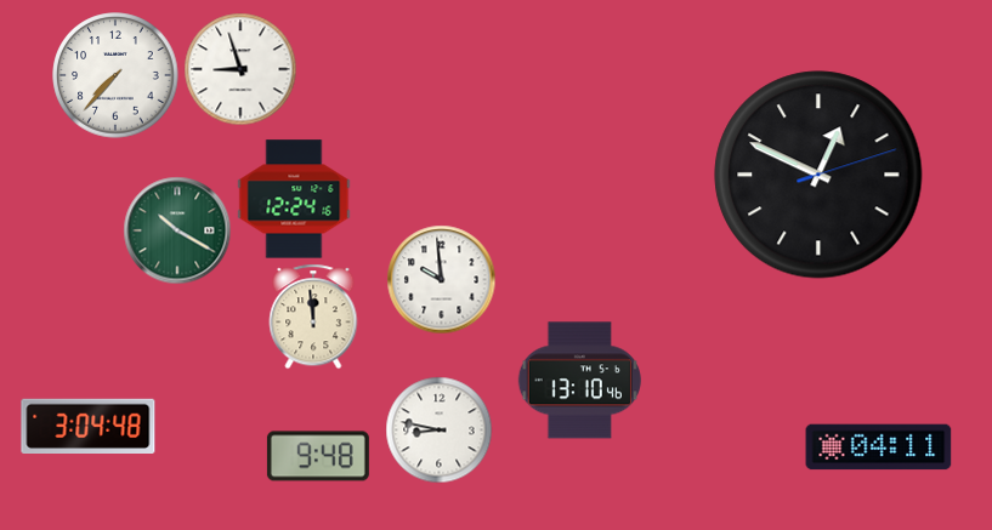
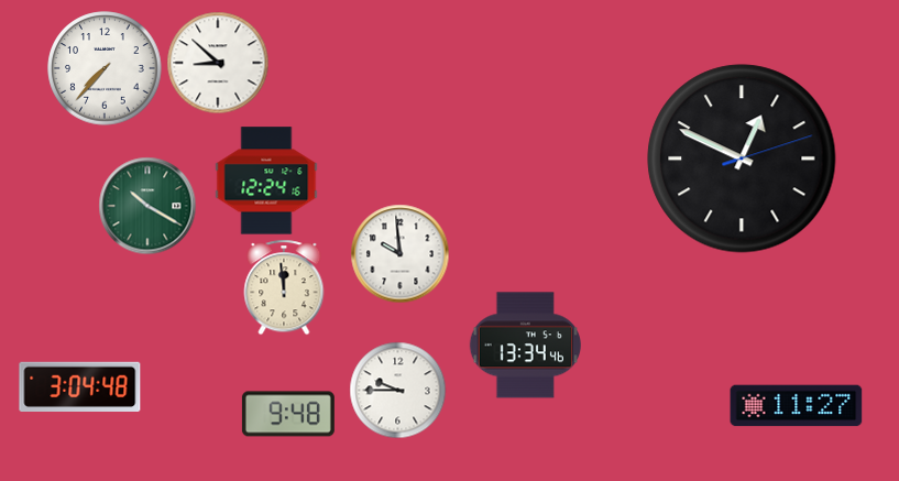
clock at (240, 69): 8:57 -> 8:52
clock at (177, 230) position: (177, 230) -> (147, 206)
clock at (579, 381): 13:10 -> 13:34
clock at (438, 429): 8:47 -> 9:45
clock at (879, 448): 04:11 -> 11:27
